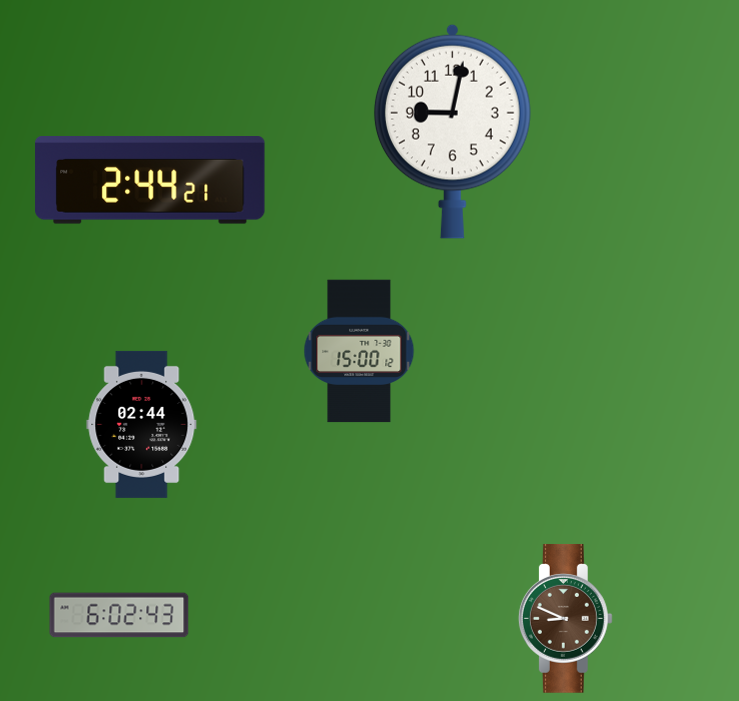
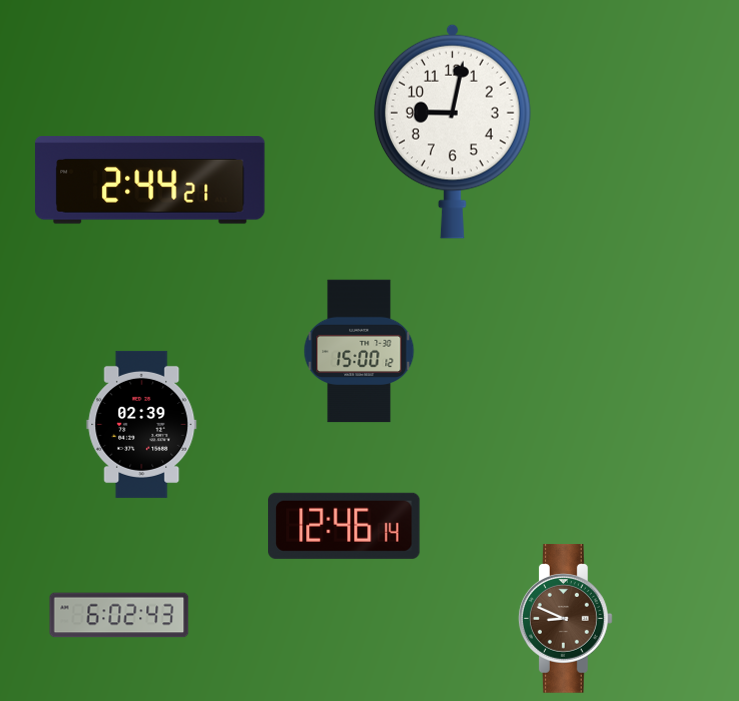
clock at (142, 424): 02:44 -> 02:39
clock at (344, 526): none -> 12:46
